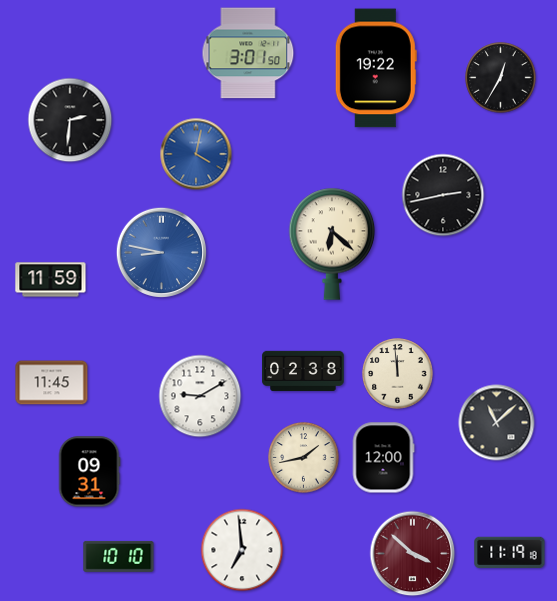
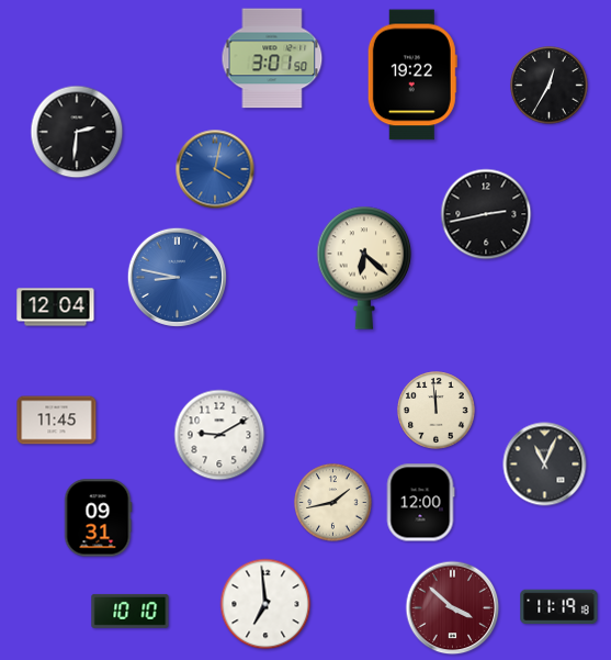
clock at (51, 280): 11:59 -> 12:04
clock at (303, 370): 02:38 -> none
clock at (497, 423): 11:08 -> 11:04
